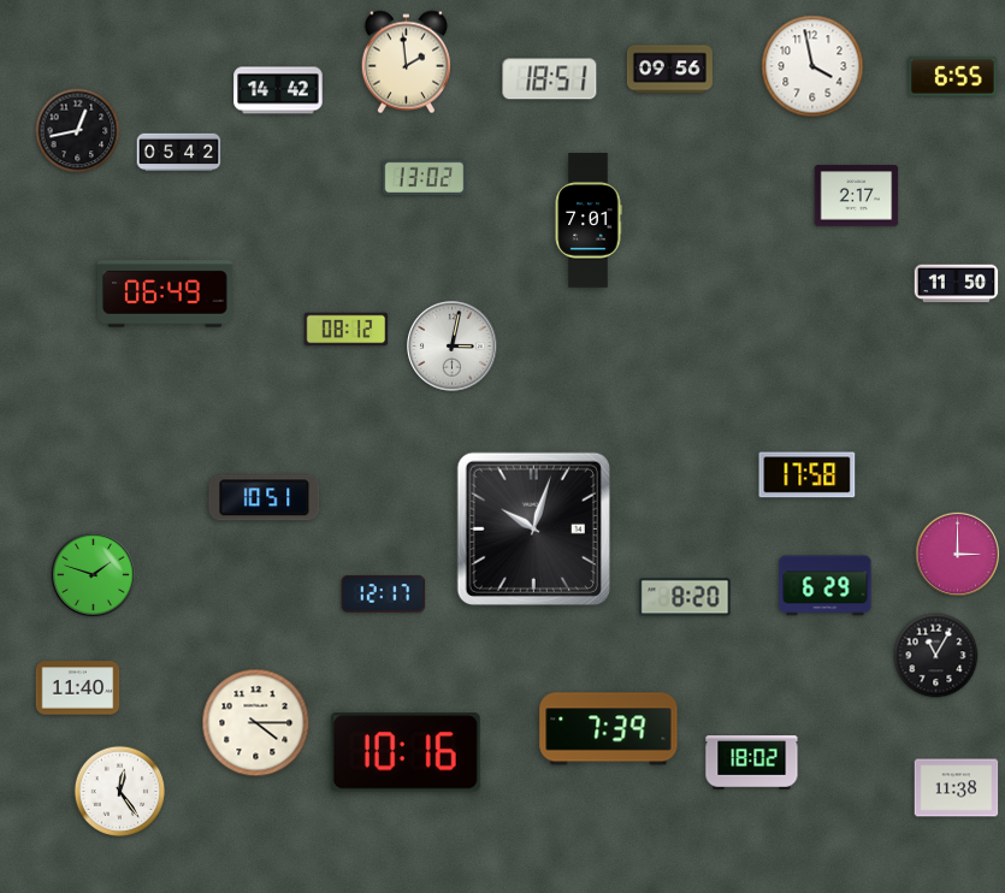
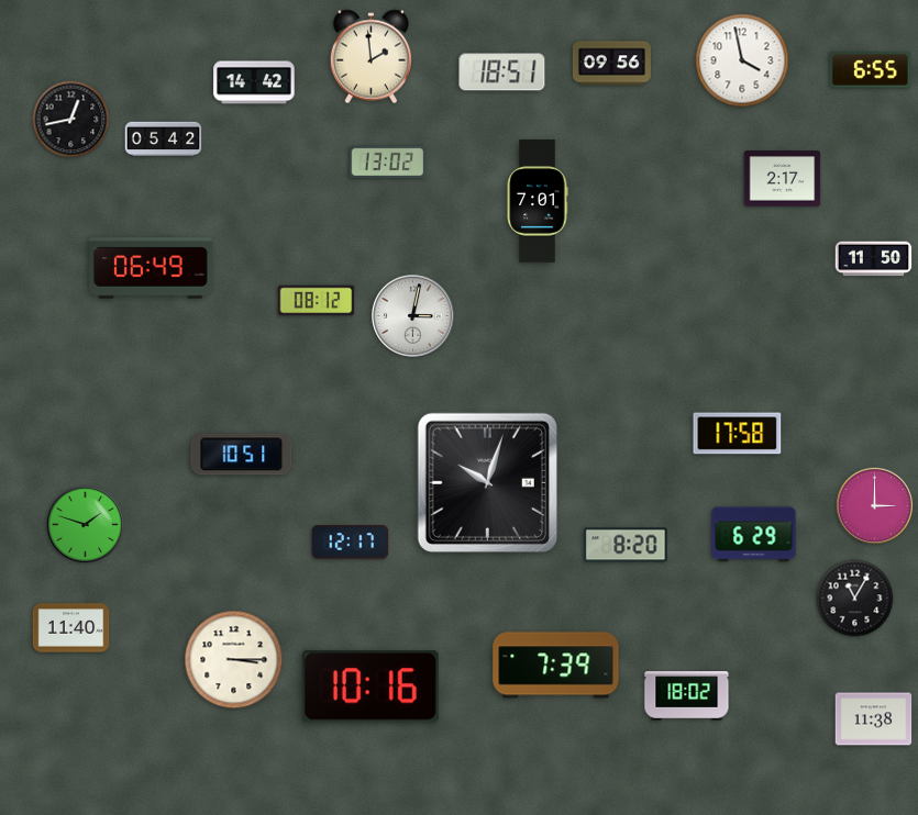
clock at (256, 723): 4:15 -> 3:15
clock at (119, 791): 12:24 -> none
